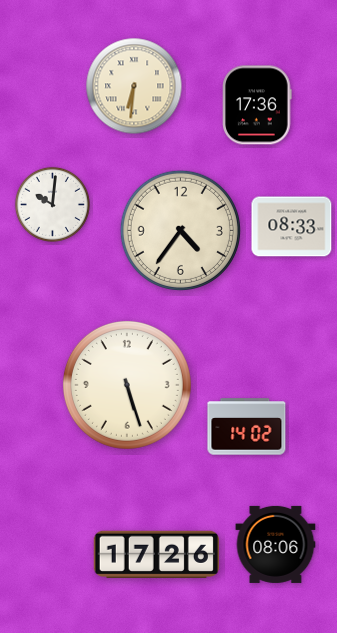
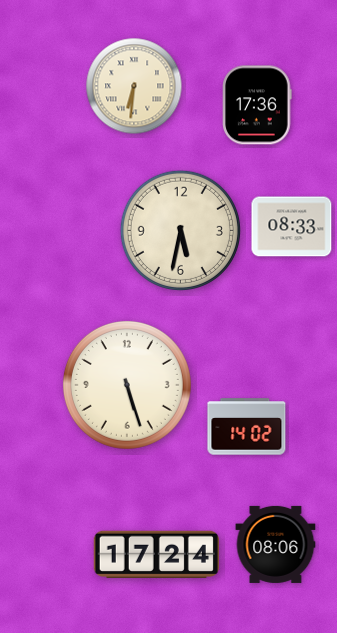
clock at (52, 204): 10:01 -> none
clock at (180, 230): 4:36 -> 5:32
clock at (156, 554): 17:26 -> 17:24
